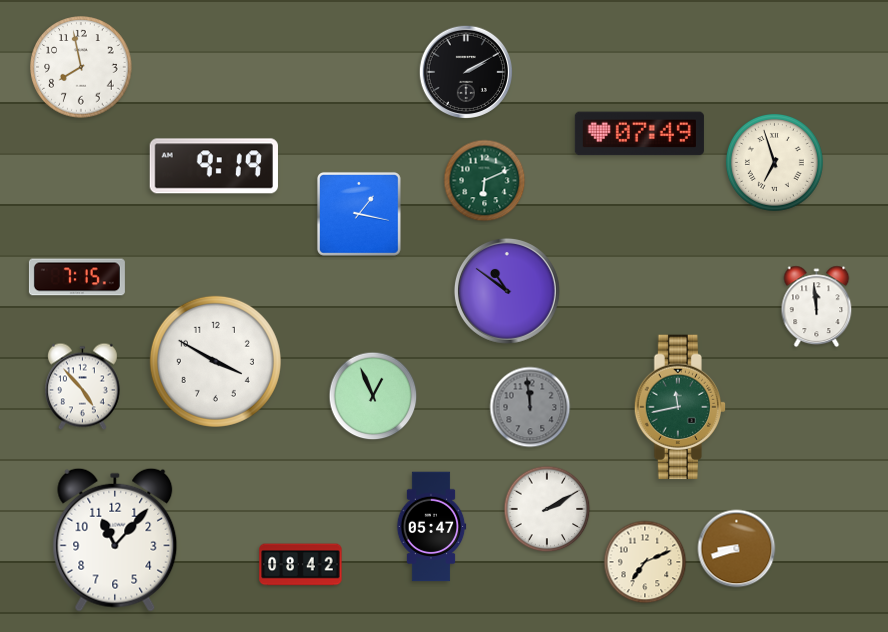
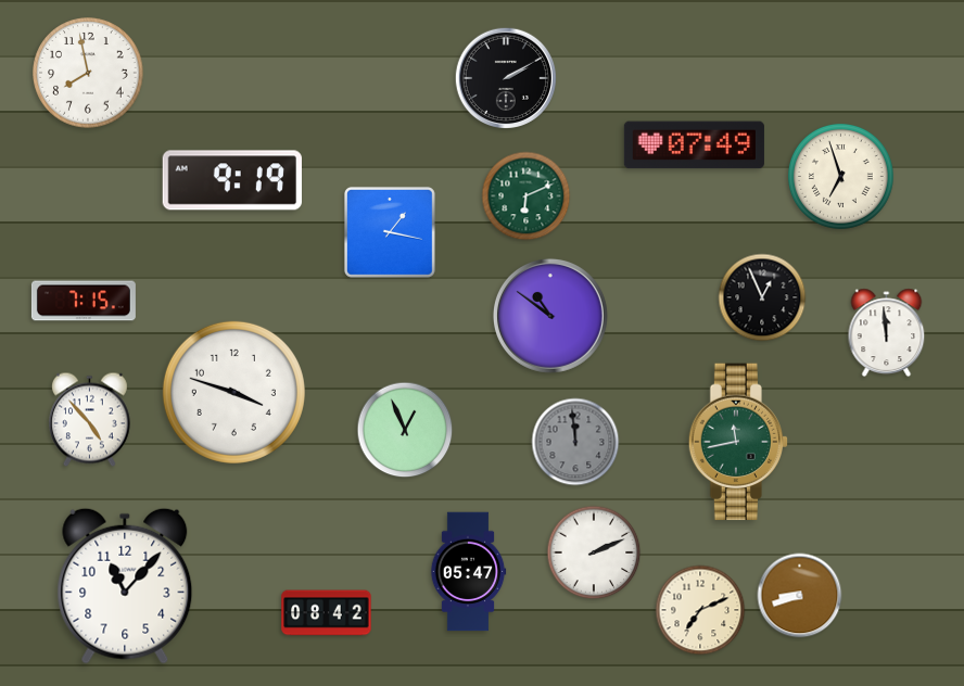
clock at (762, 297): none -> 12:56
clock at (215, 361): 3:50 -> 3:48
clock at (547, 509): 2:10 -> 2:11
